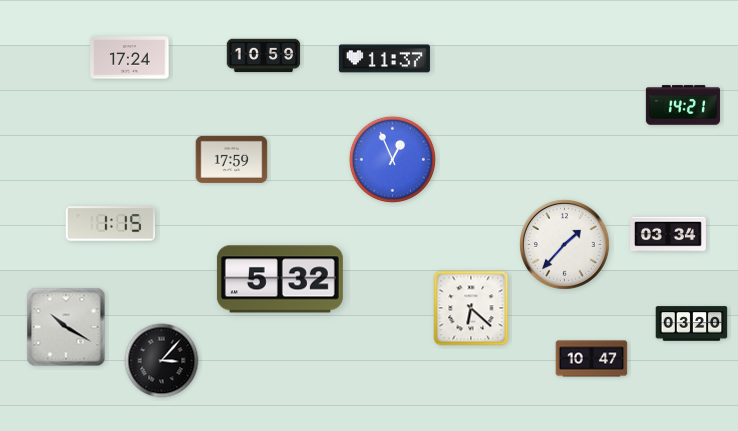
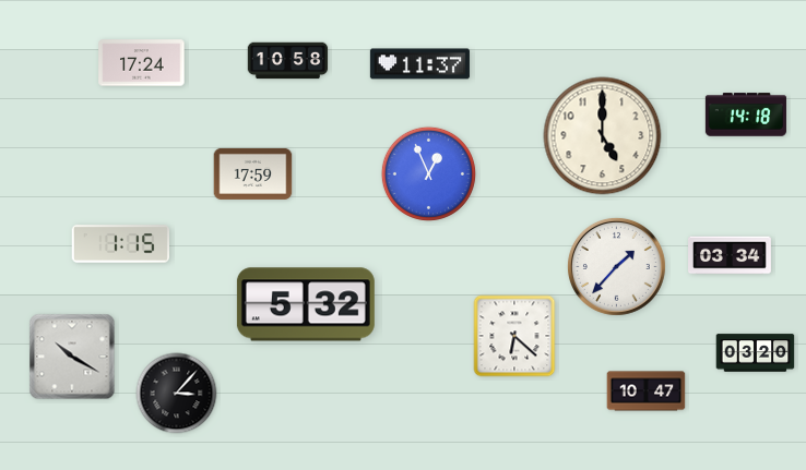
clock at (264, 56): 10:59 -> 10:58
clock at (682, 105): 14:21 -> 14:18
clock at (603, 136): none -> 5:00
